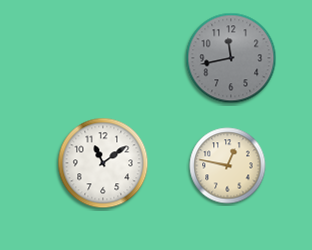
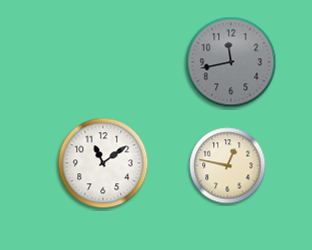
clock at (231, 58) position: (231, 58) -> (231, 62)
